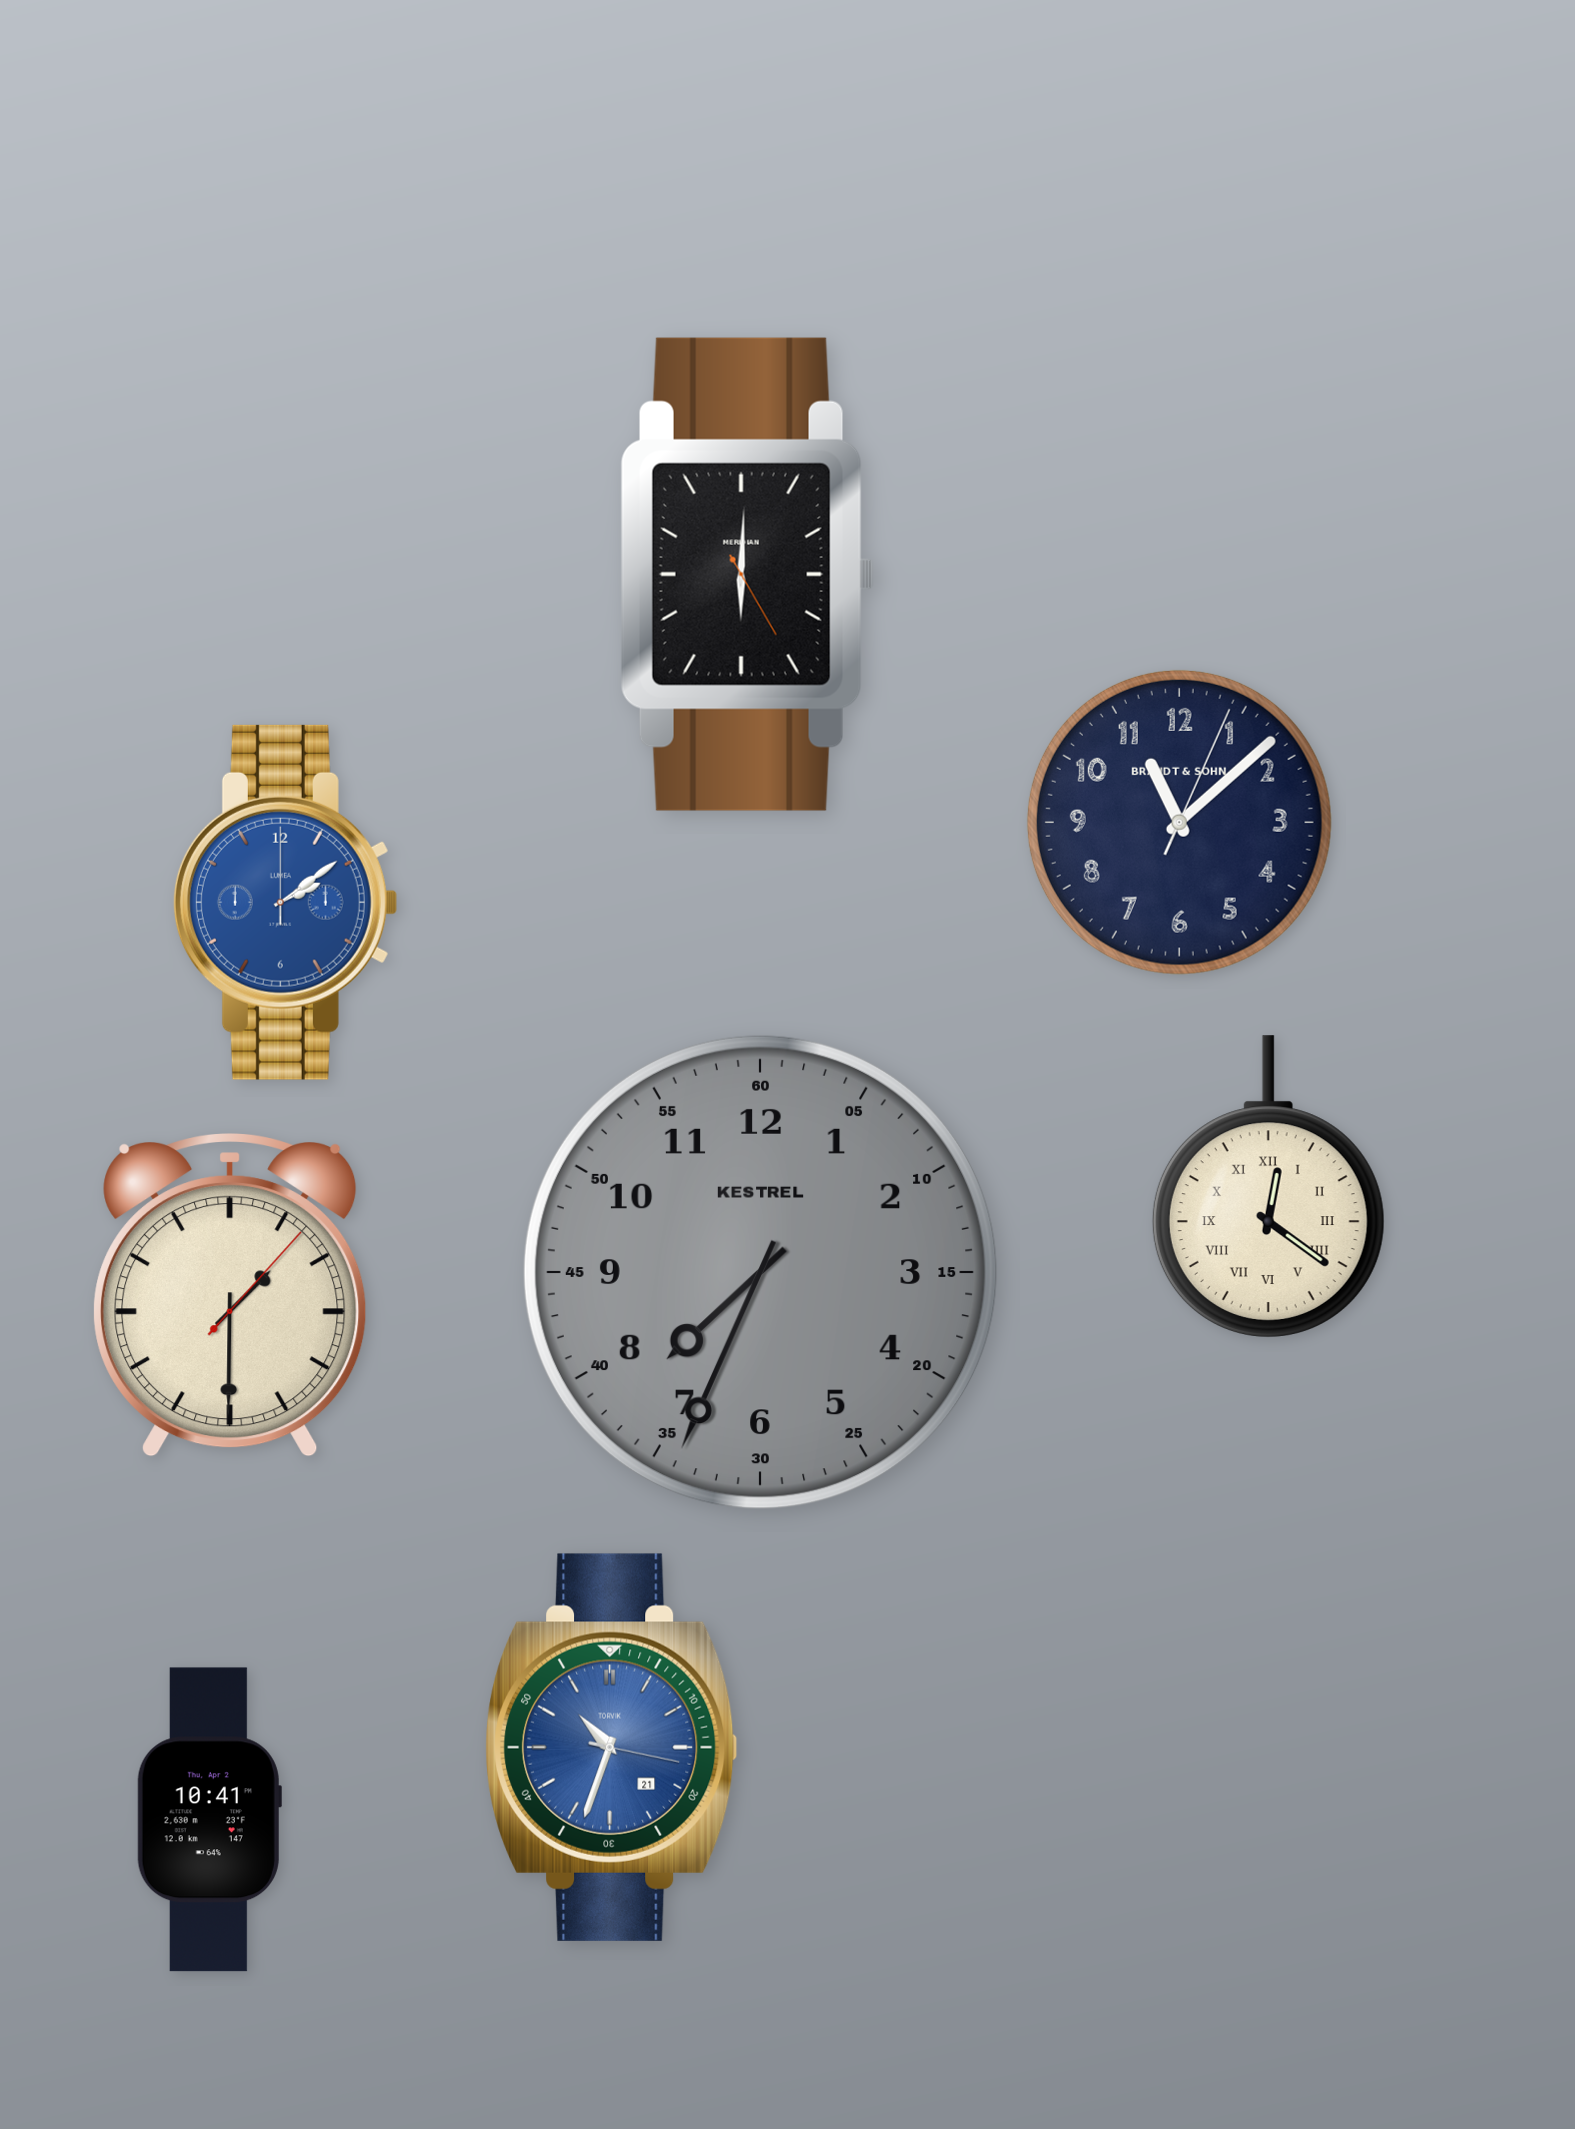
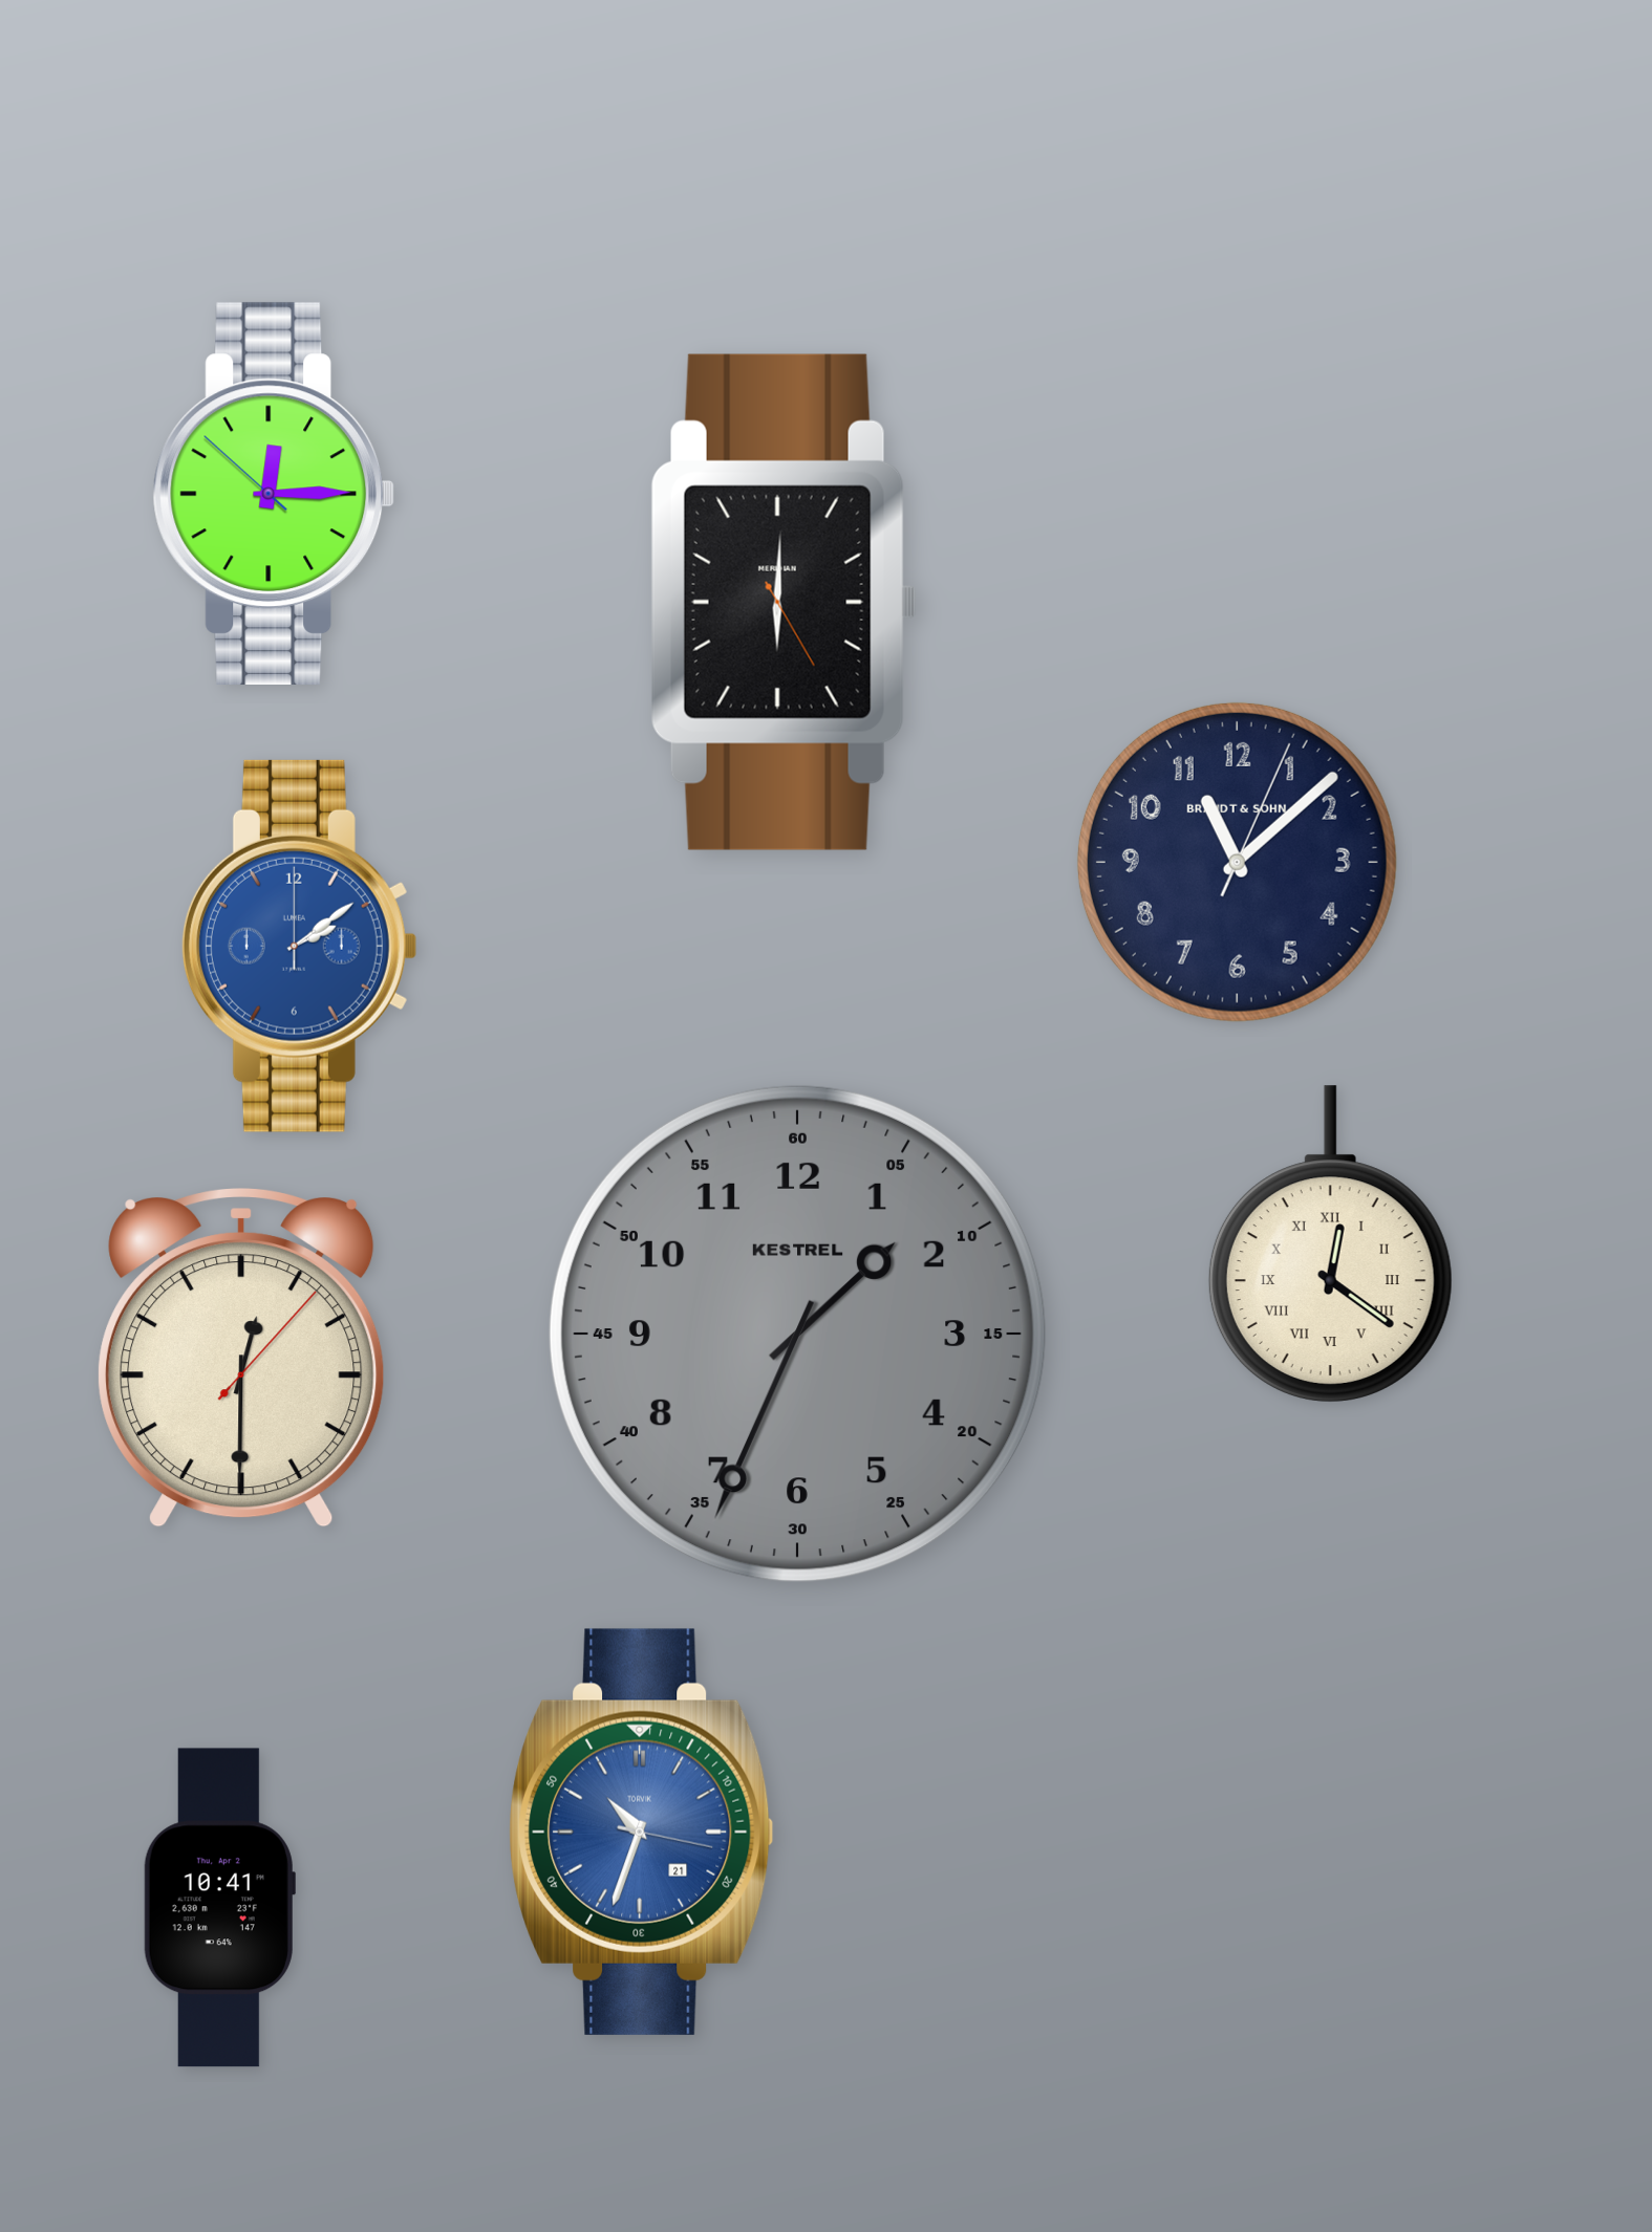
clock at (274, 494): none -> 12:14
clock at (760, 1272): 7:34 -> 1:34
clock at (230, 1296): 1:30 -> 12:30
